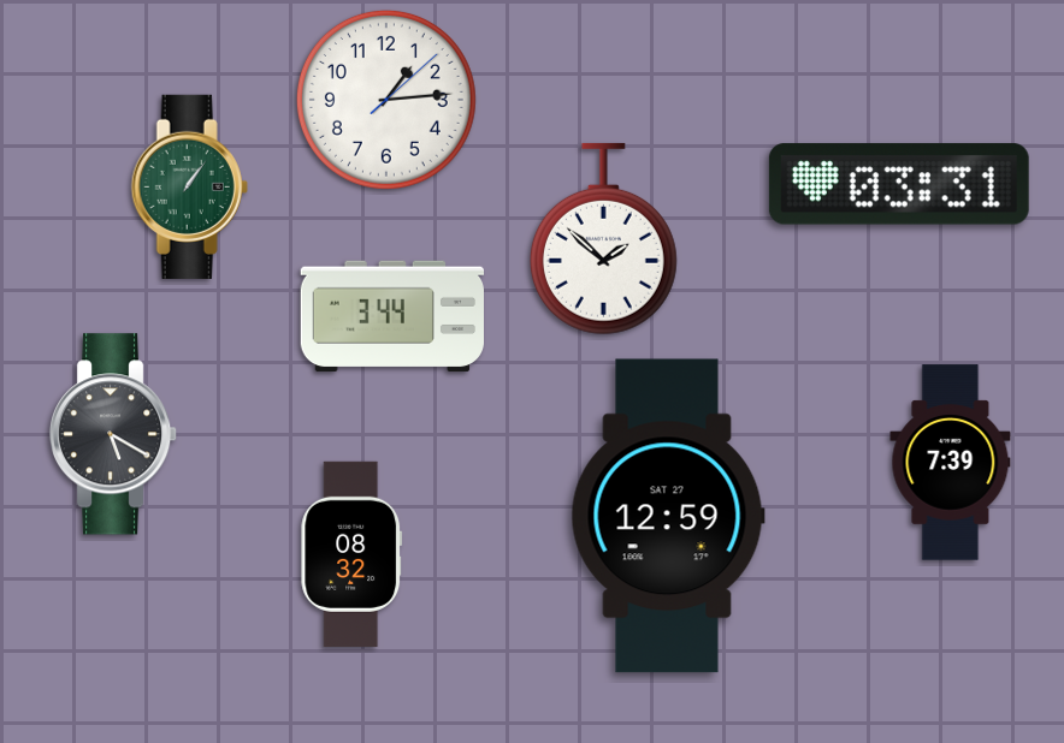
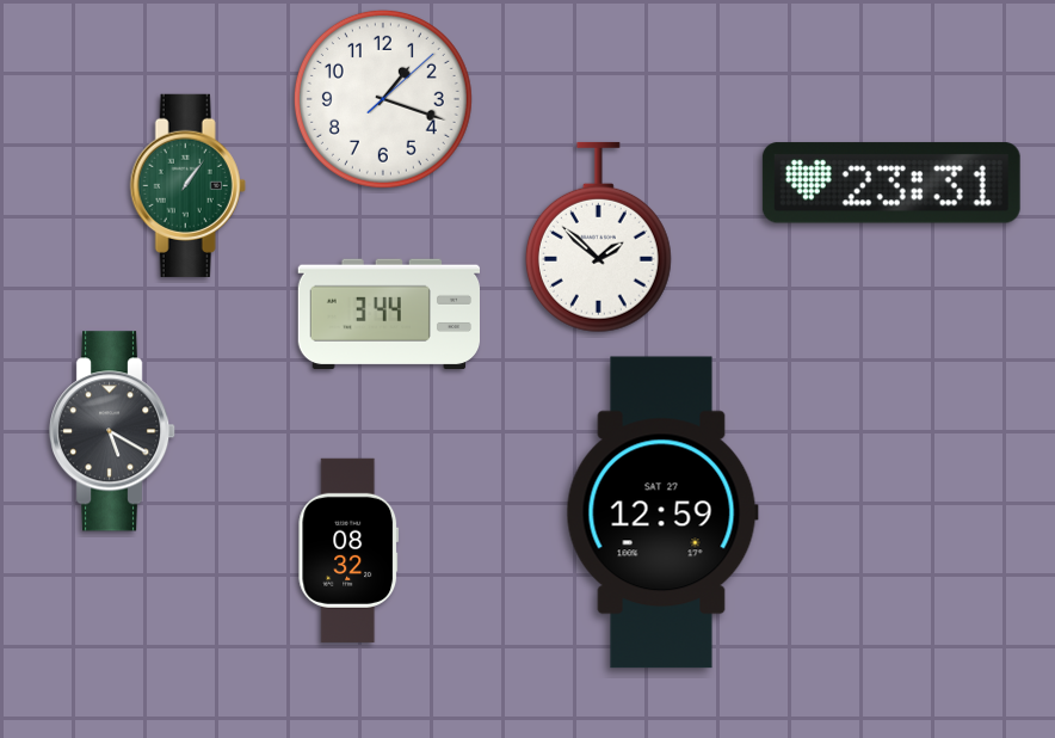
clock at (386, 100): 1:14 -> 1:18
clock at (899, 184): 03:31 -> 23:31
clock at (951, 463): 7:39 -> none
